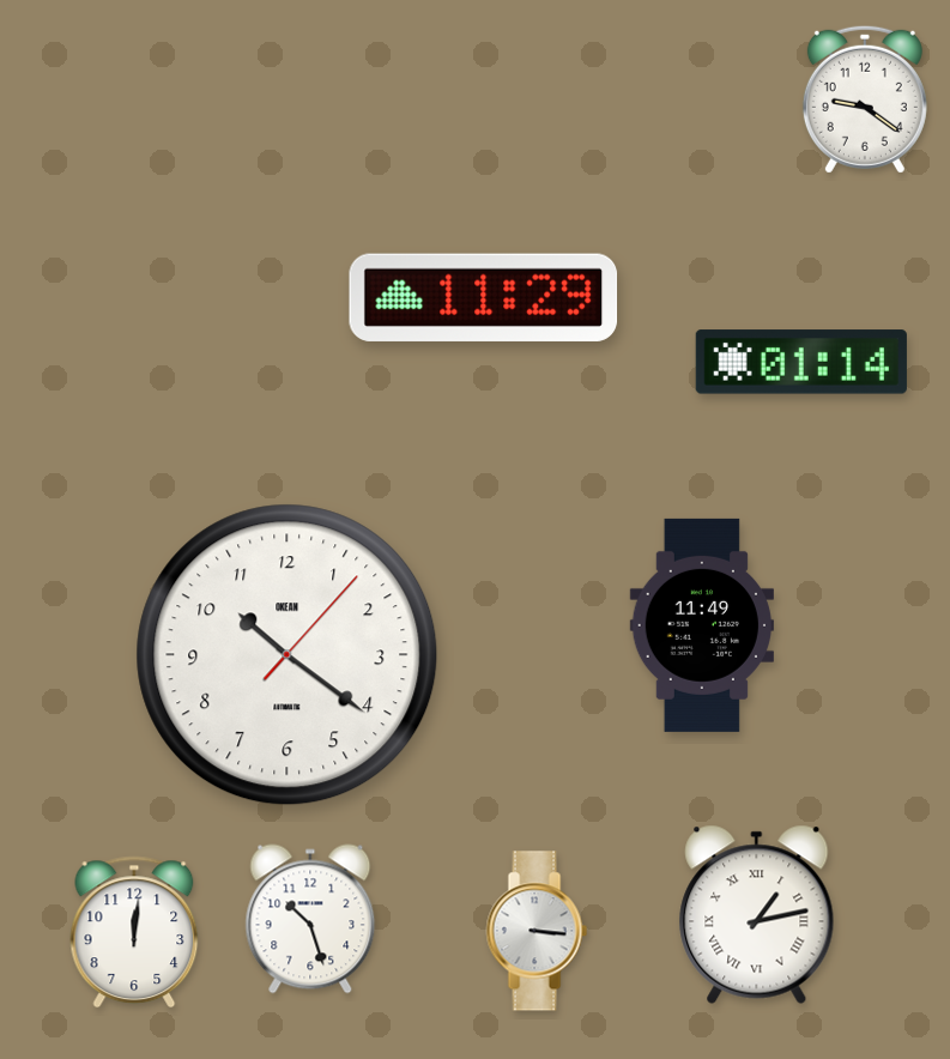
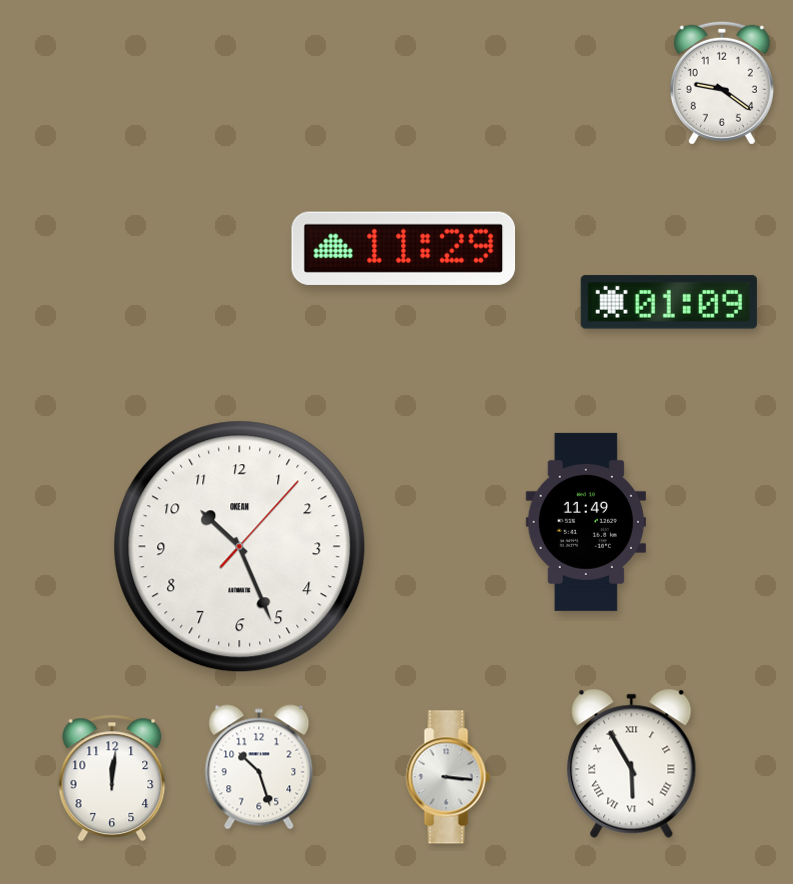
clock at (801, 362): 01:14 -> 01:09
clock at (288, 655): 10:21 -> 10:26
clock at (757, 914): 1:13 -> 5:55
